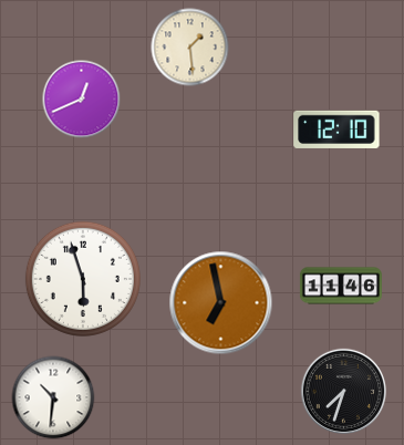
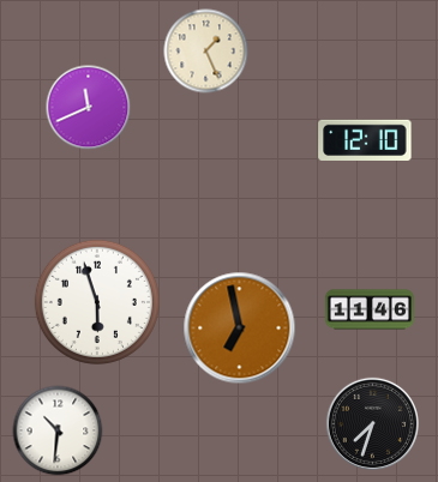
clock at (190, 48): 1:29 -> 1:26
clock at (82, 100): 12:41 -> 11:41
clock at (83, 279) position: (83, 279) -> (97, 302)
